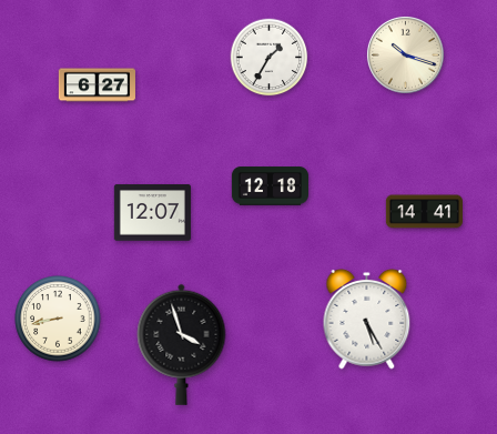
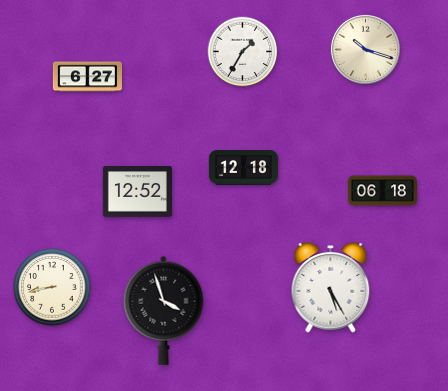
clock at (424, 212): 14:41 -> 06:18
clock at (152, 213): 12:07 -> 12:52
